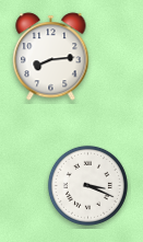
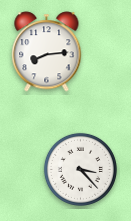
clock at (87, 185): 3:19 -> 3:23
